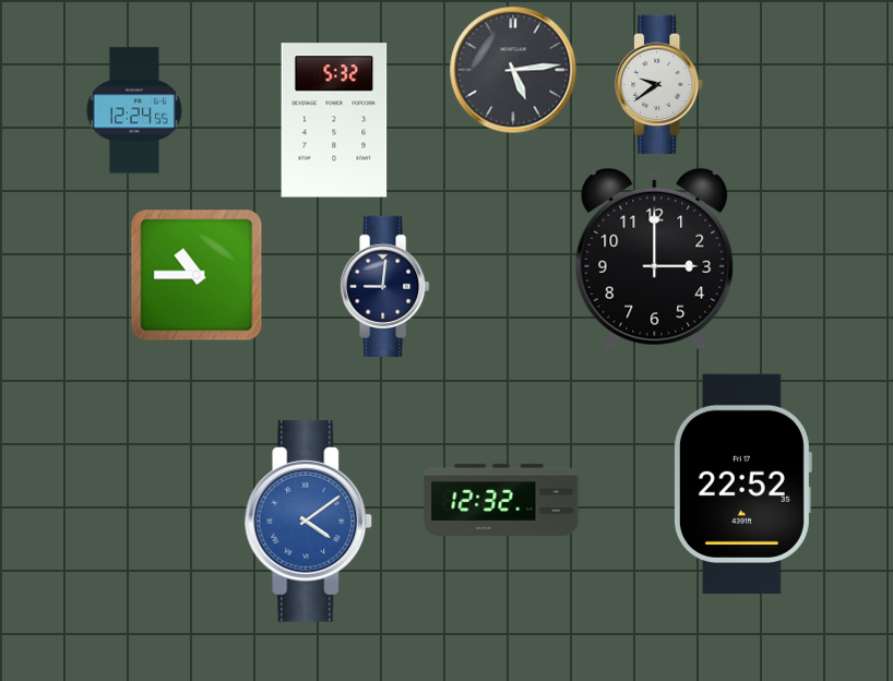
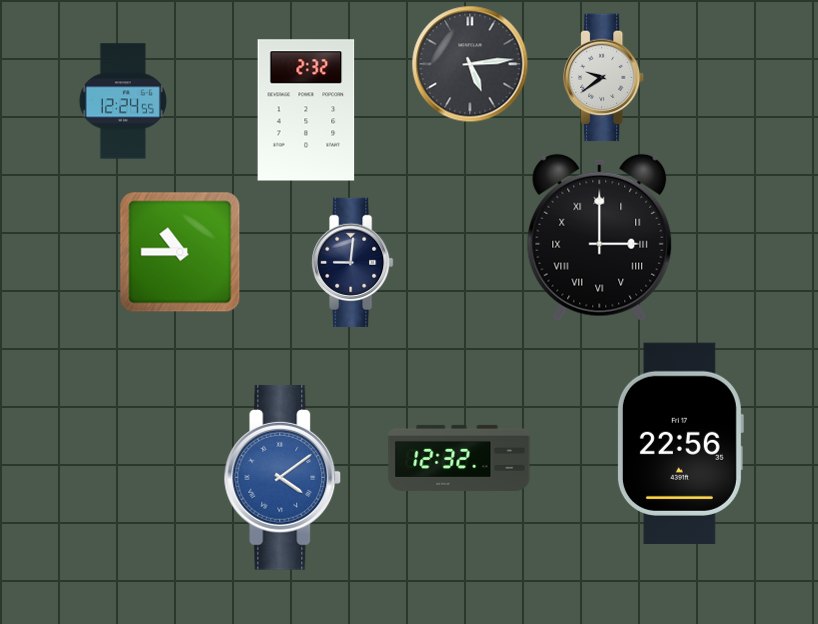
clock at (334, 120): 5:32 -> 2:32
clock at (655, 259) numerals: Arabic -> Roman
clock at (742, 483): 22:52 -> 22:56
